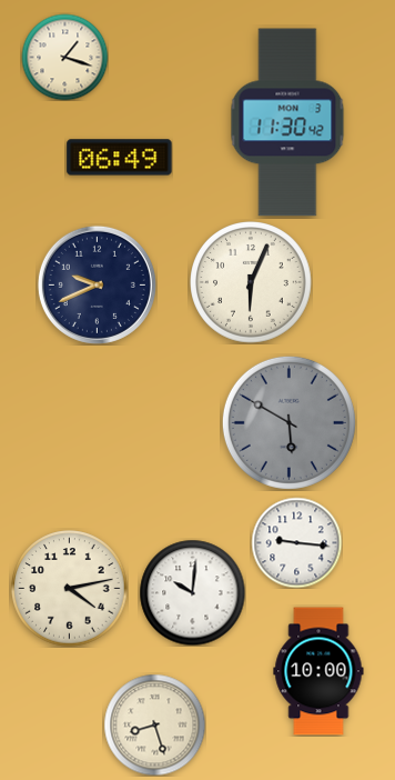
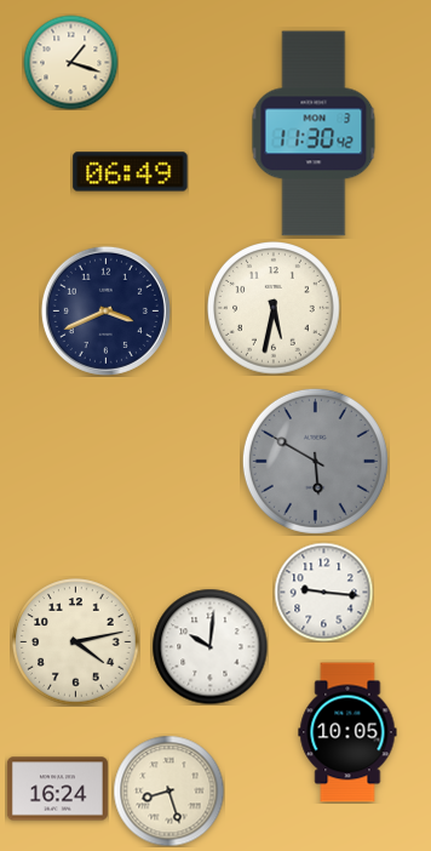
clock at (252, 283): 6:04 -> 5:32
clock at (97, 284): 9:41 -> 3:41
clock at (318, 671): 10:00 -> 10:05
clock at (57, 789): none -> 16:24
